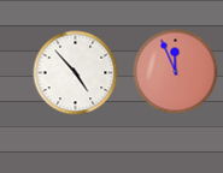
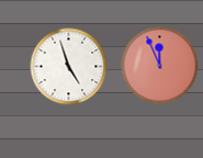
clock at (76, 73): 4:53 -> 4:57
